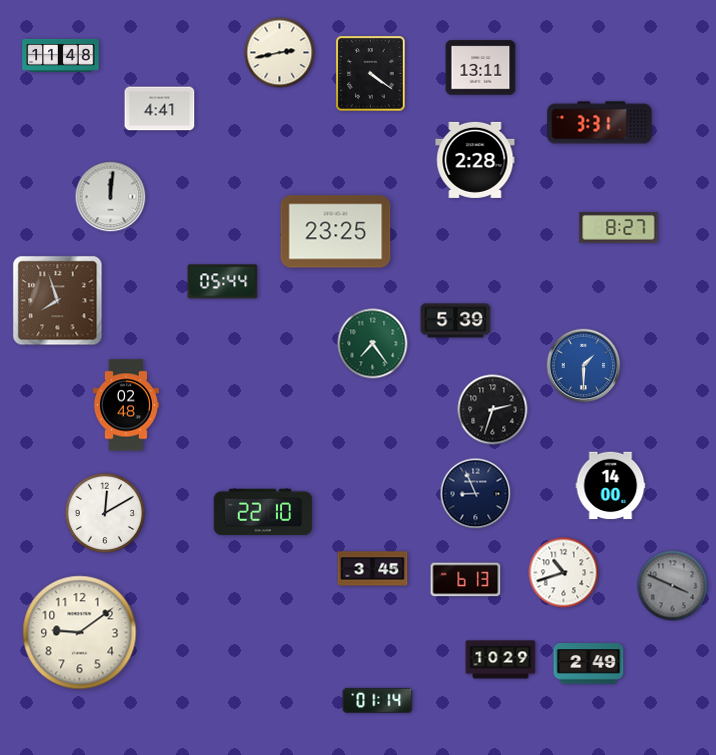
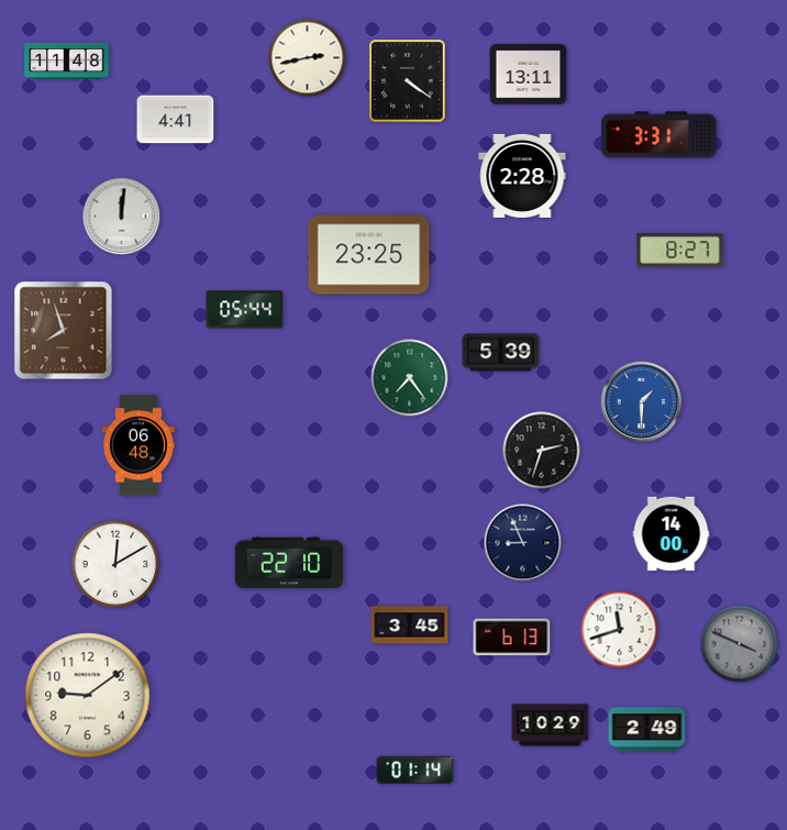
clock at (126, 405): 02:48 -> 06:48
clock at (564, 573): 10:42 -> 11:42
